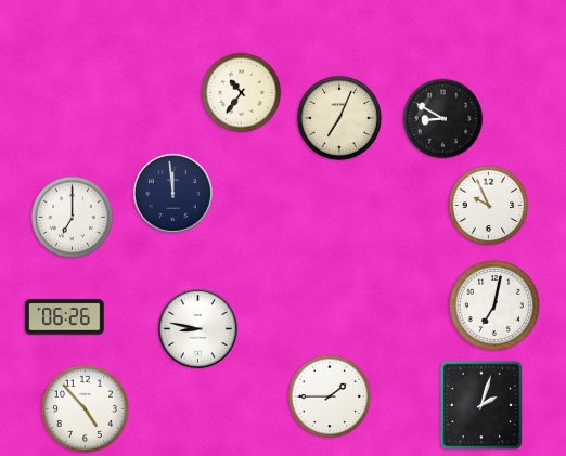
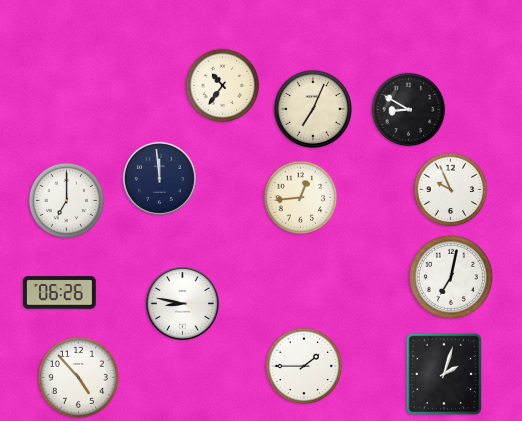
clock at (301, 198): none -> 12:44
clock at (494, 305) position: (494, 305) -> (451, 277)
